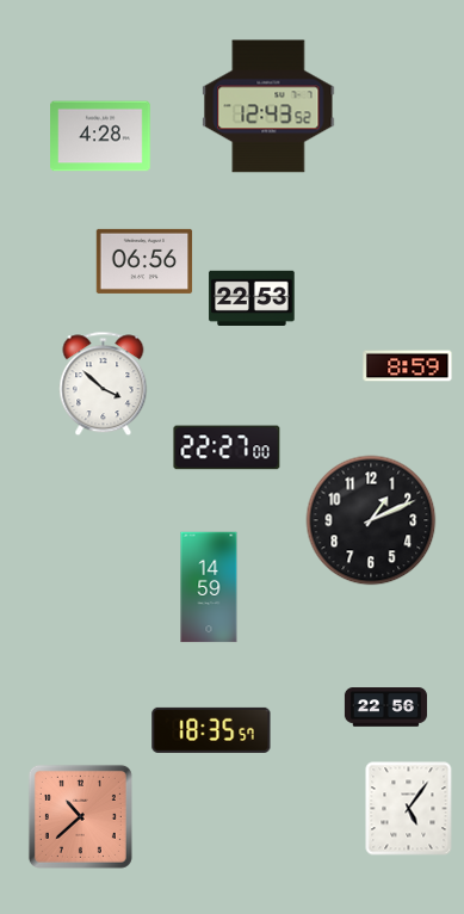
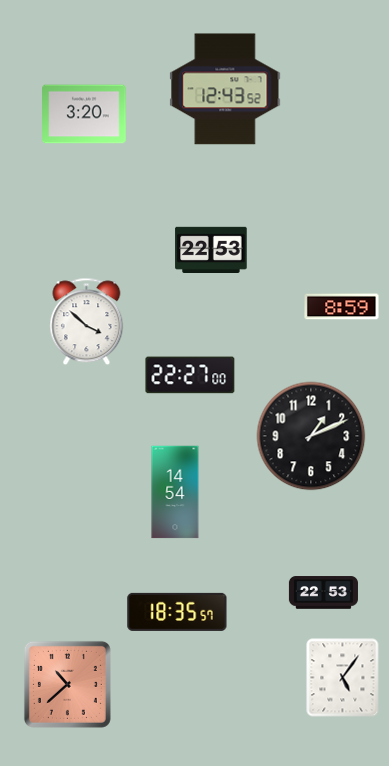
clock at (100, 136): 4:28 -> 3:20
clock at (144, 261): 06:56 -> none
clock at (209, 587): 14:59 -> 14:54
clock at (385, 708): 22:56 -> 22:53
